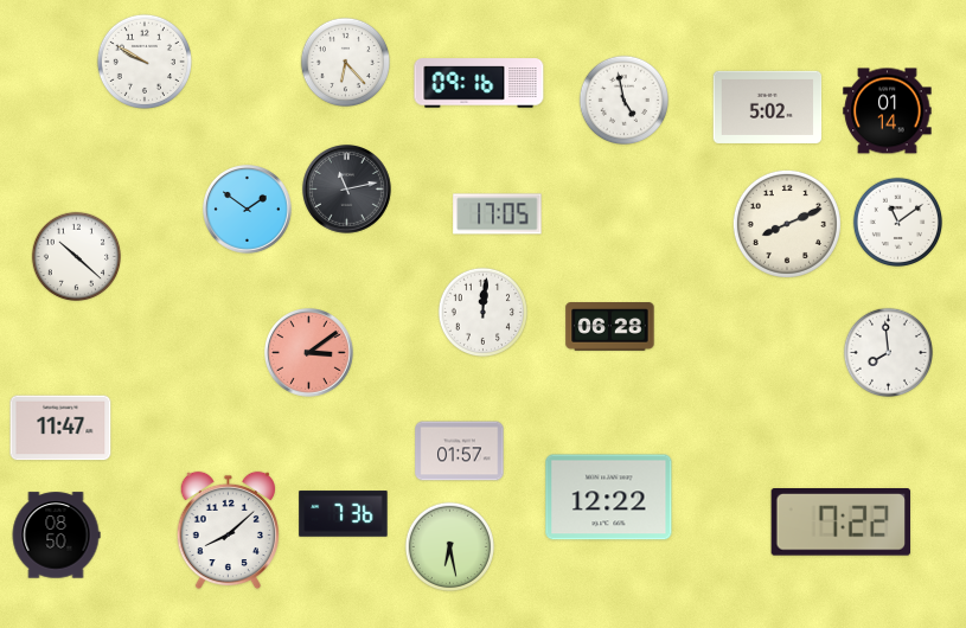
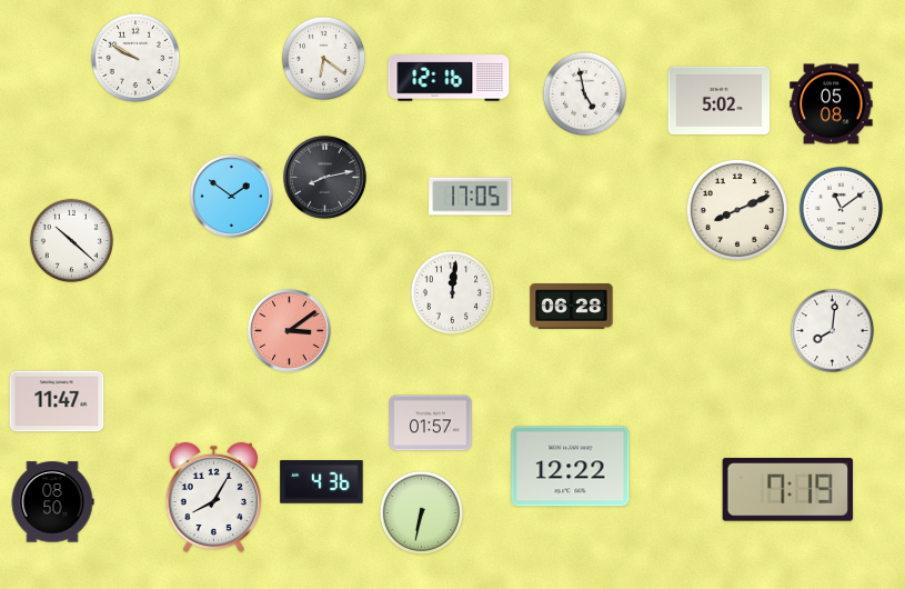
clock at (345, 62): 6:23 -> 6:21
clock at (479, 83): 09:16 -> 12:16
clock at (888, 111): 01:14 -> 05:08
clock at (347, 190): 11:13 -> 8:13
clock at (498, 214) position: (498, 214) -> (471, 197)
clock at (888, 352): 7:59 -> 8:01
clock at (344, 514): 7:36 -> 4:36
clock at (840, 523): 7:22 -> 7:19
clock at (228, 531): 8:08 -> 8:05
clock at (449, 546): 6:28 -> 6:32
